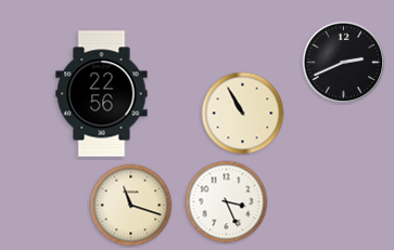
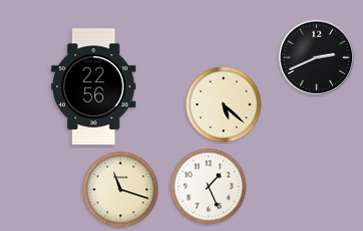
clock at (243, 114): 10:55 -> 5:22
clock at (227, 202): 3:26 -> 1:26
